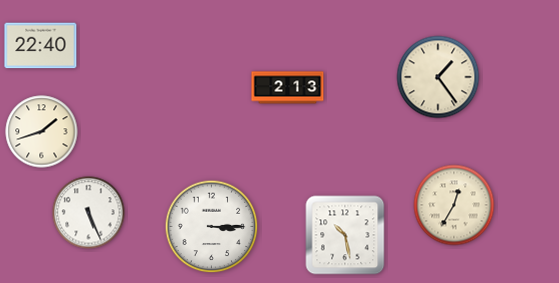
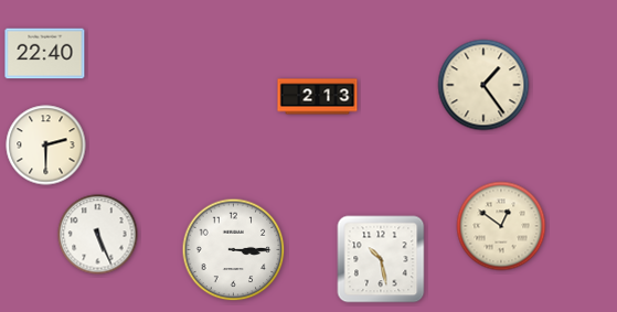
clock at (41, 46) position: (41, 46) -> (45, 54)
clock at (42, 132): 1:42 -> 2:30
clock at (454, 205): 12:35 -> 12:51
